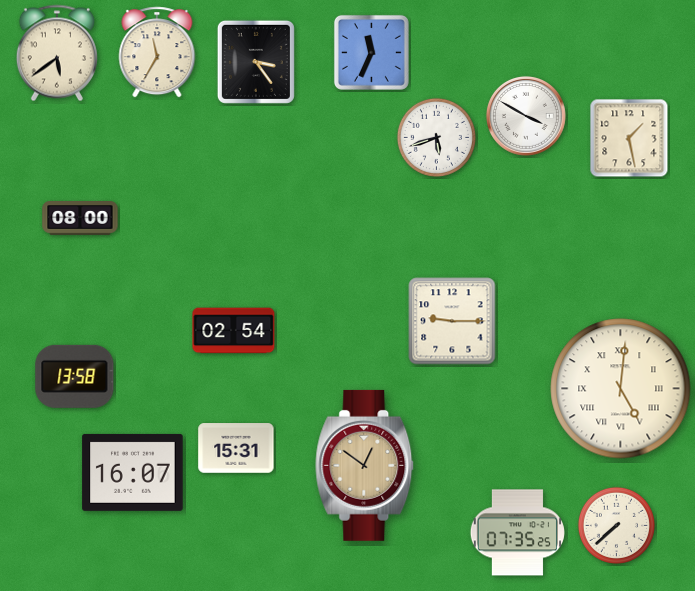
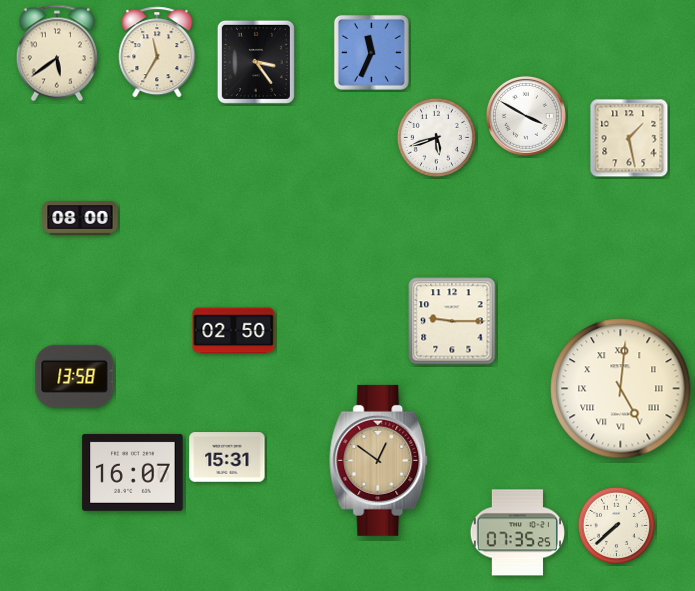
clock at (234, 331): 02:54 -> 02:50
clock at (236, 448) position: (236, 448) -> (227, 457)
clock at (365, 465) position: (365, 465) -> (379, 460)
